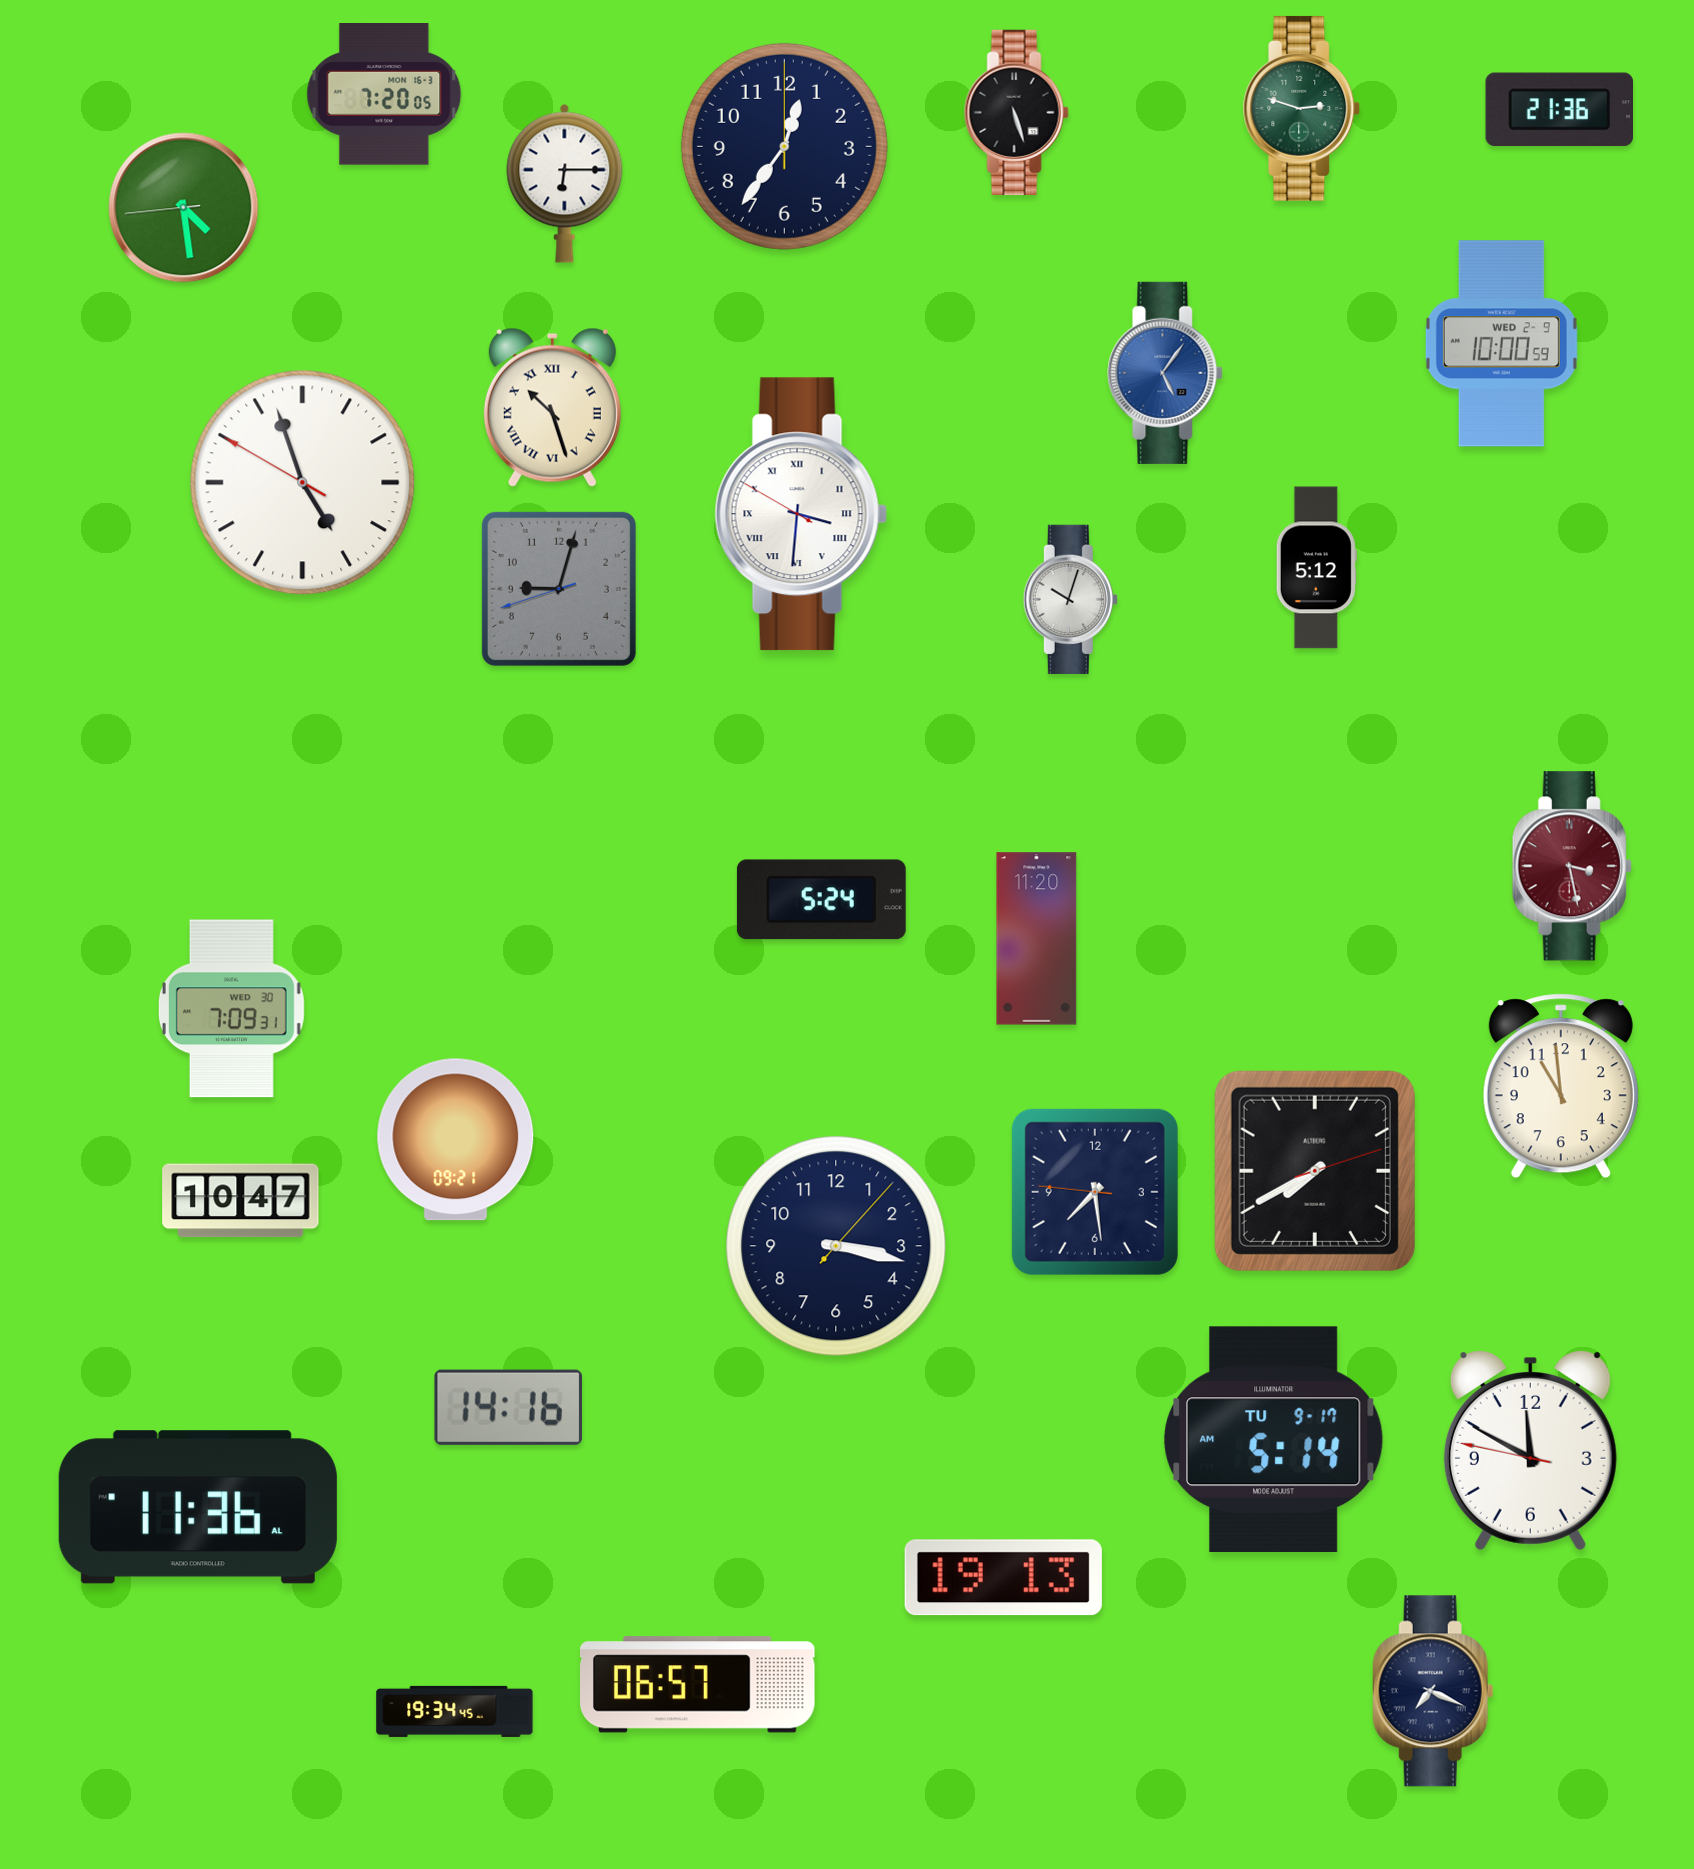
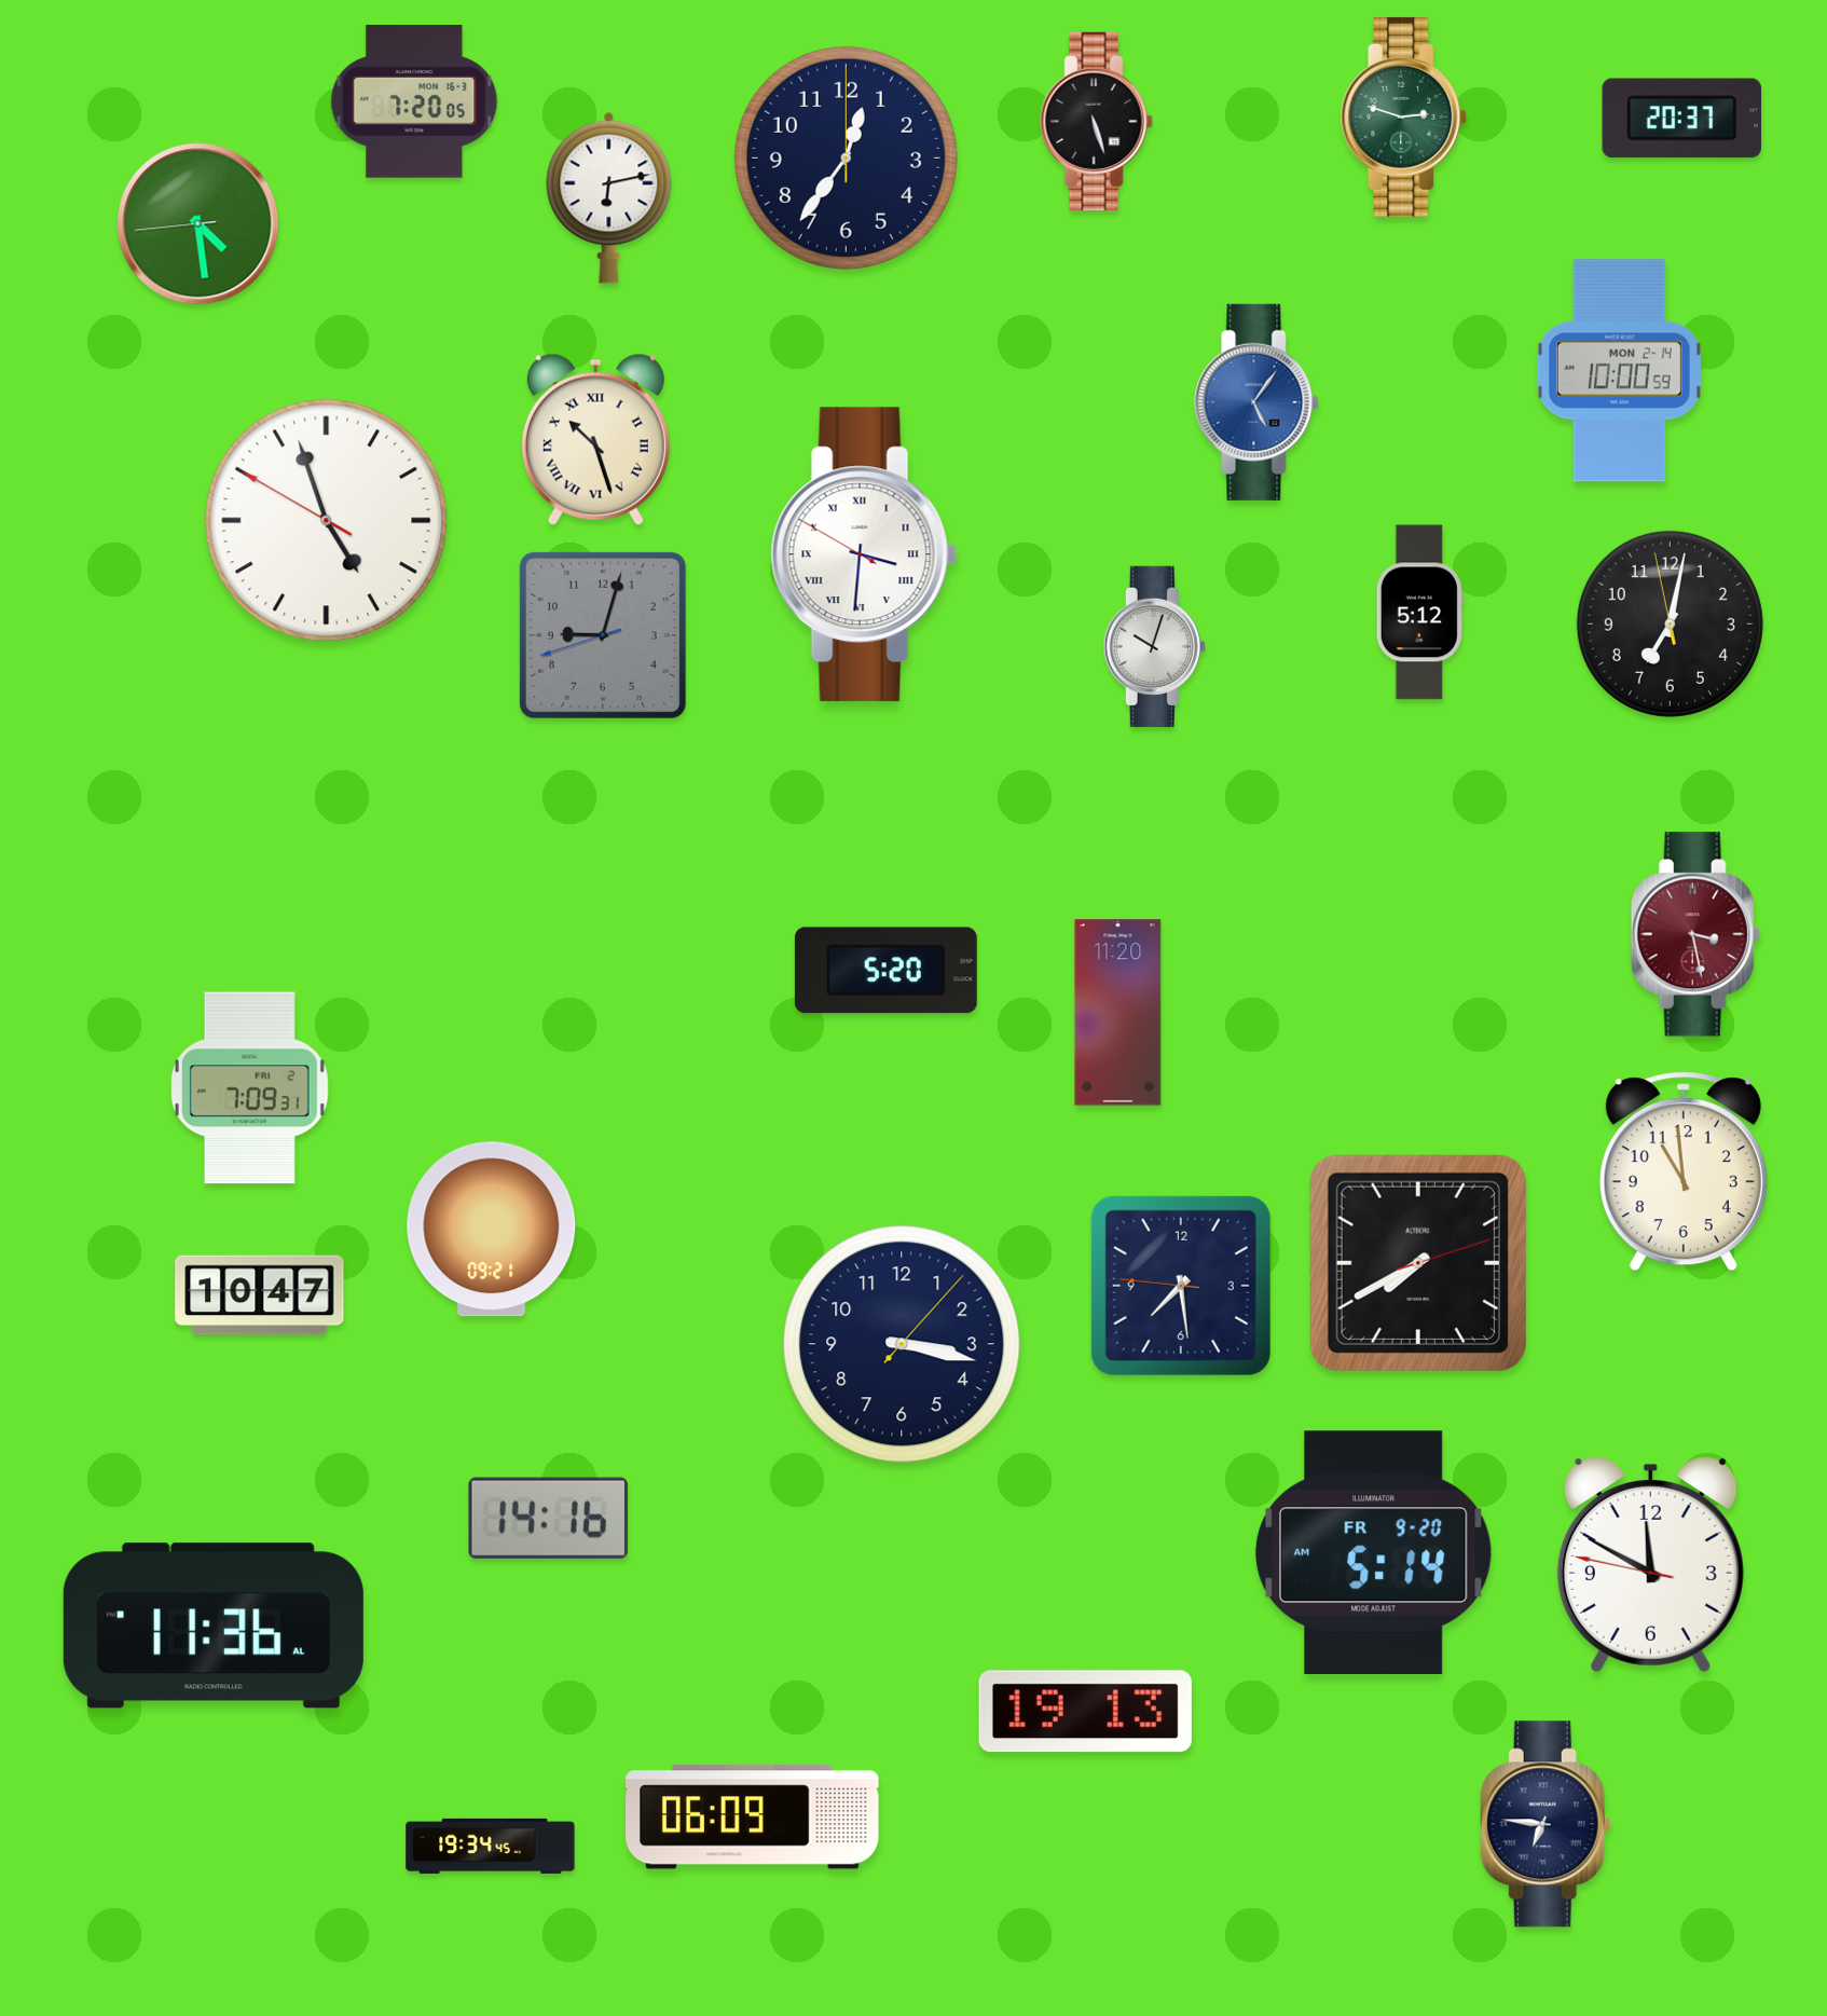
clock at (1560, 110): 21:36 -> 20:37
clock at (565, 183): 6:15 -> 6:13
clock at (1501, 344) date: WED 2-9 -> MON 2-14
clock at (1670, 623): none -> 7:01
clock at (821, 900): 5:24 -> 5:20
clock at (231, 1009) date: WED 30 -> FRI 2
clock at (1274, 1439) date: TU 9-17 -> FR 9-20
clock at (1003, 1578) position: (1003, 1578) -> (1085, 1712)
clock at (698, 1685): 06:57 -> 06:09
clock at (1433, 1691): 7:19 -> 6:46
